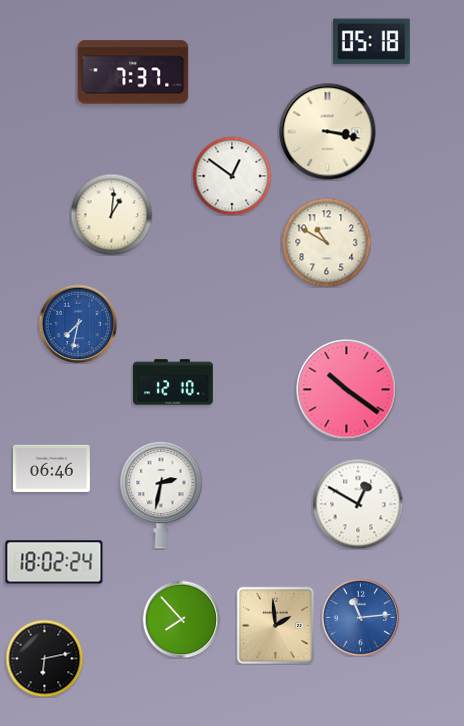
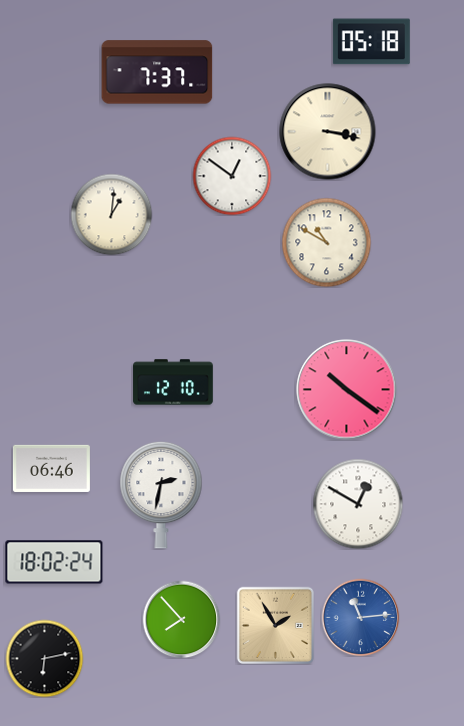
clock at (133, 72) position: (133, 72) -> (157, 72)
clock at (78, 324): 7:32 -> none
clock at (275, 625): 1:59 -> 1:55
